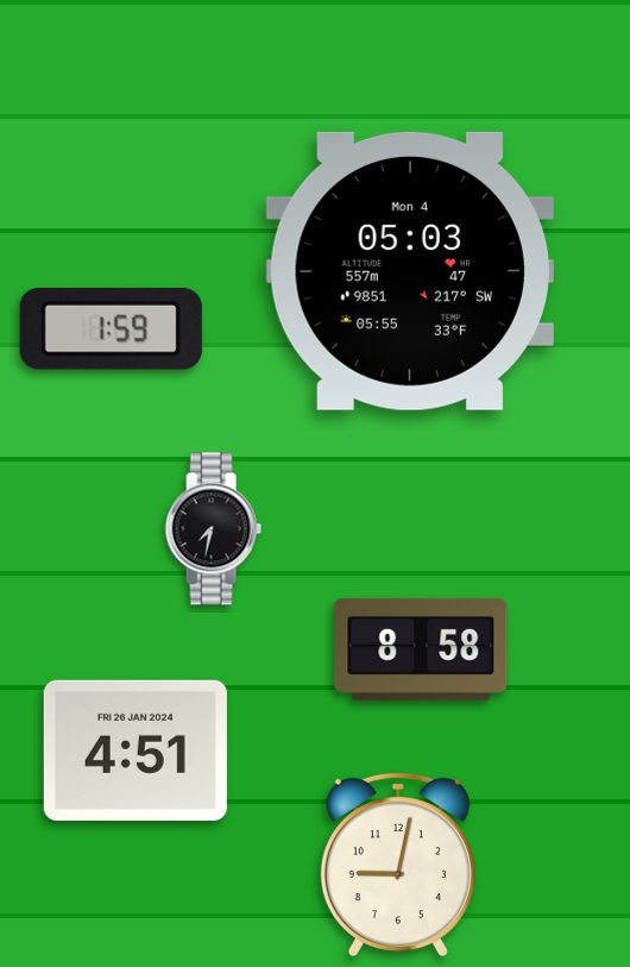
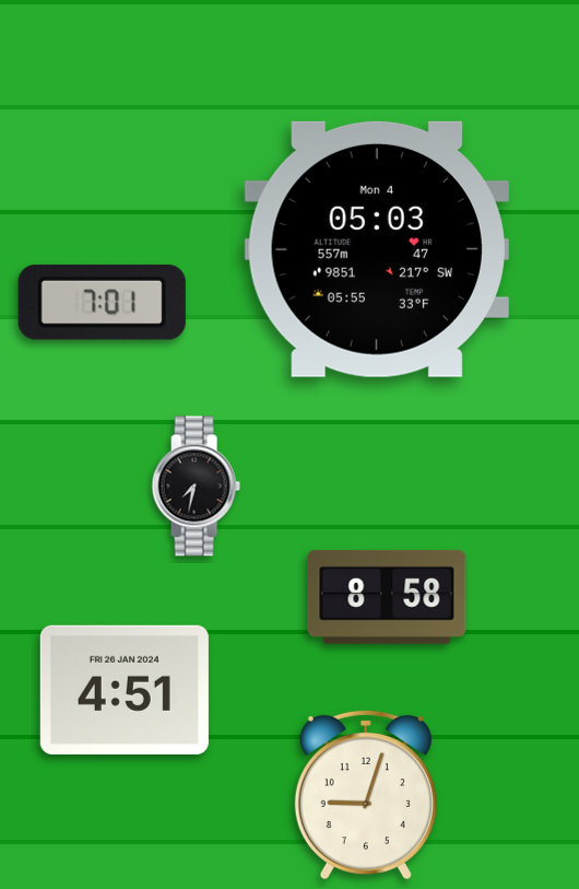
clock at (111, 328): 1:59 -> 7:01
clock at (398, 865): 9:02 -> 9:03
